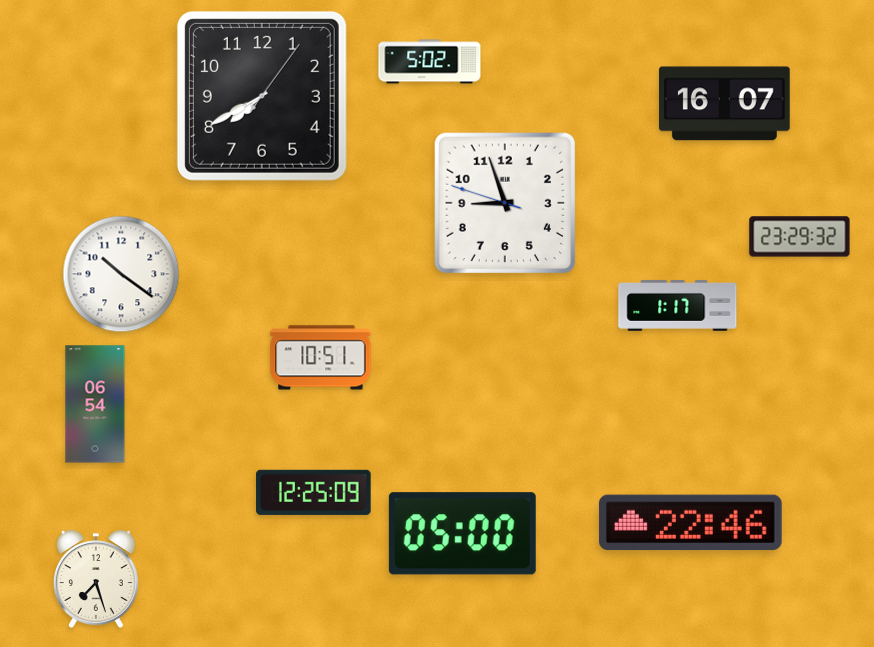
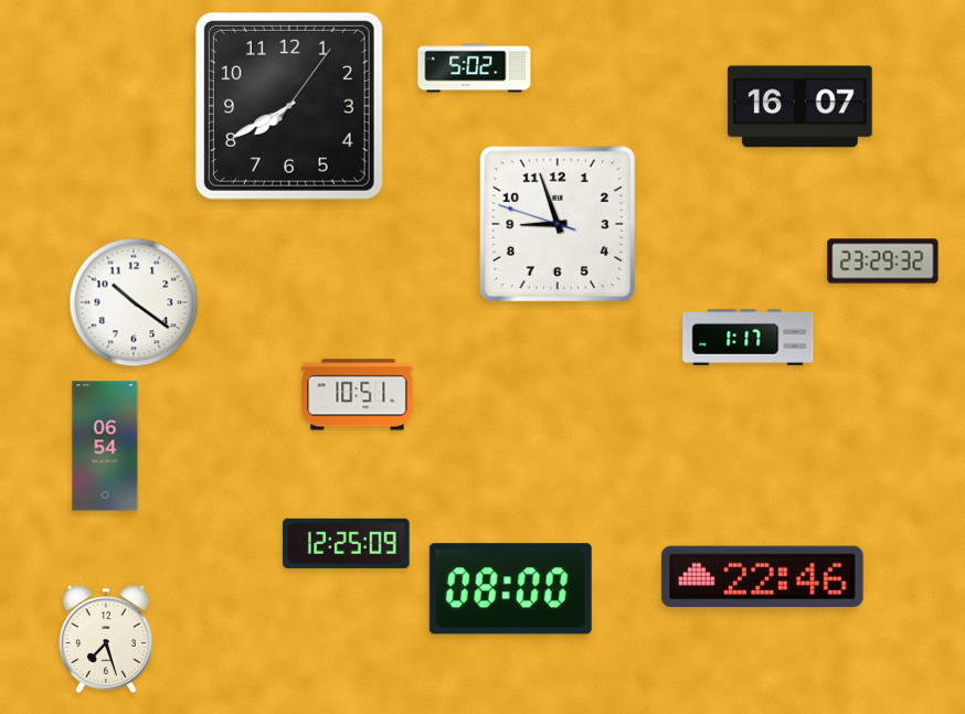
clock at (724, 104) position: (724, 104) -> (799, 107)
clock at (321, 358) position: (321, 358) -> (358, 395)
clock at (462, 534): 05:00 -> 08:00
